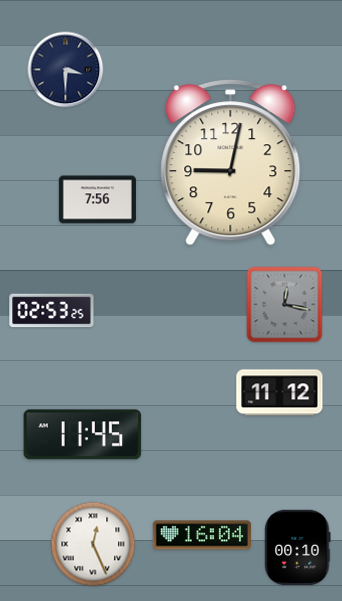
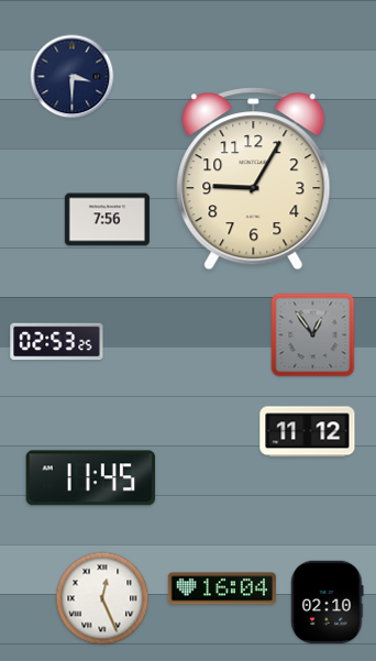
clock at (231, 163): 9:02 -> 9:05
clock at (285, 305): 12:17 -> 12:54
clock at (298, 547): 00:10 -> 02:10
